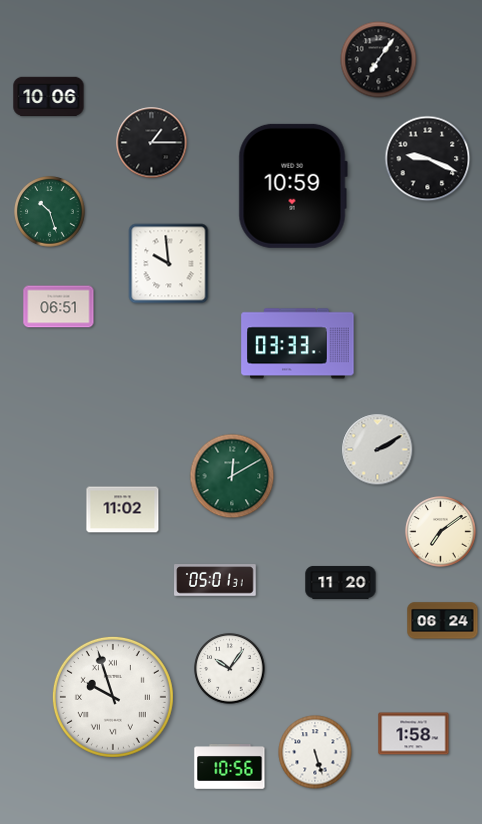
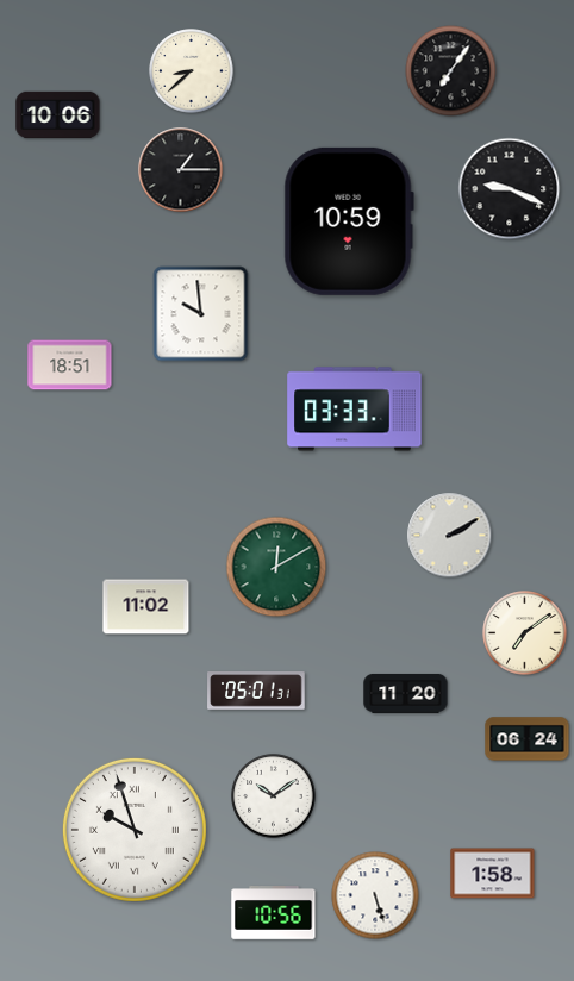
clock at (192, 71): none -> 8:38
clock at (50, 212): 10:27 -> none
clock at (59, 307): 06:51 -> 18:51
clock at (230, 669): 10:06 -> 10:09
